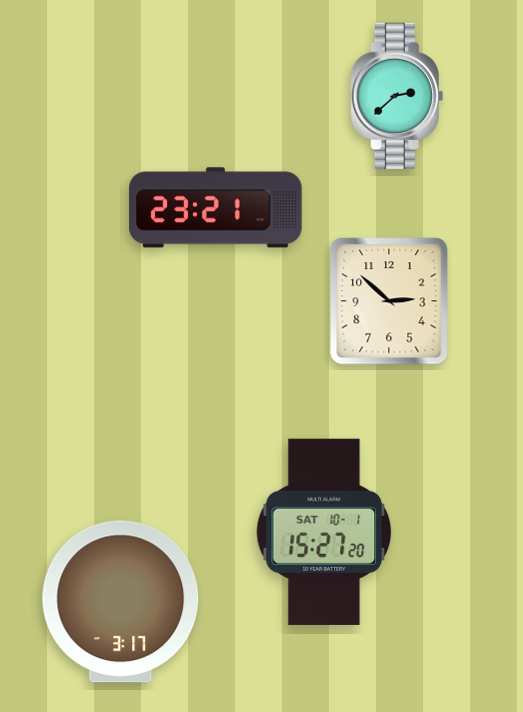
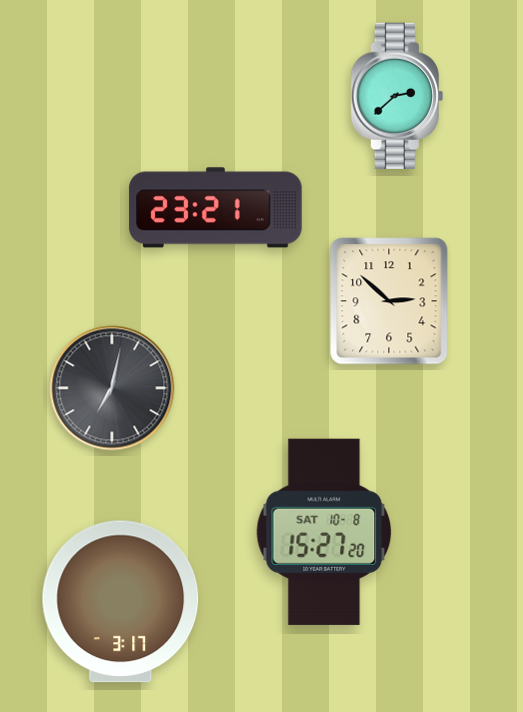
clock at (112, 388): none -> 7:02
clock at (324, 532) date: SAT 10-1 -> SAT 10-8
